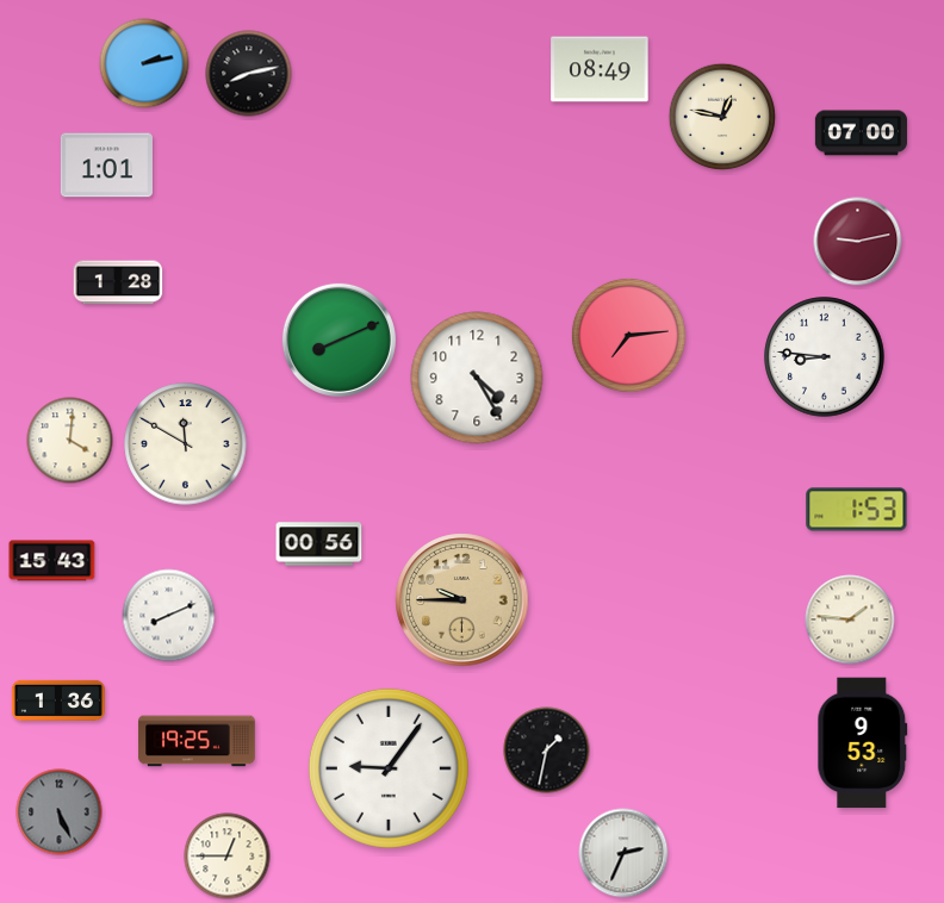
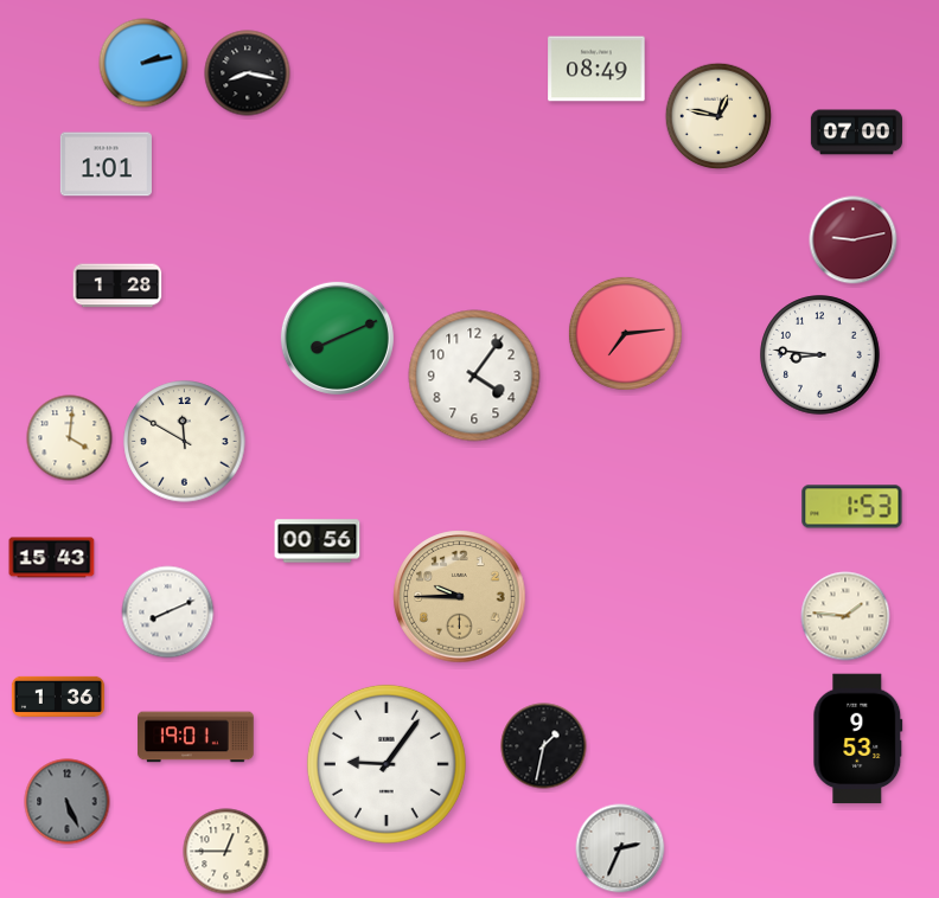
clock at (249, 74): 8:13 -> 8:17
clock at (118, 282) position: (118, 282) -> (117, 286)
clock at (477, 378): 4:25 -> 4:06
clock at (197, 741): 19:25 -> 19:01
clock at (60, 812) position: (60, 812) -> (68, 802)
